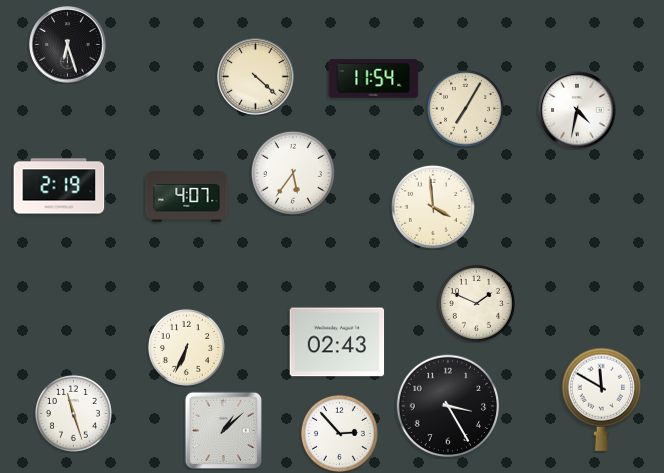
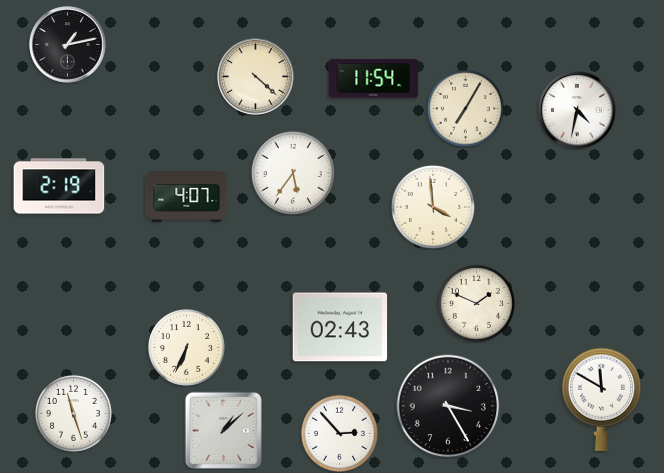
clock at (68, 45): 6:27 -> 1:13
clock at (337, 342) position: (337, 342) -> (340, 327)
